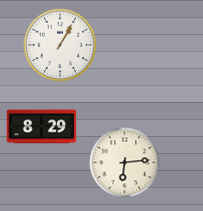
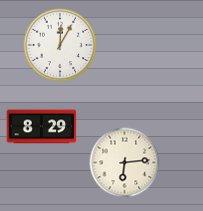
clock at (60, 45): 1:05 -> 12:05
